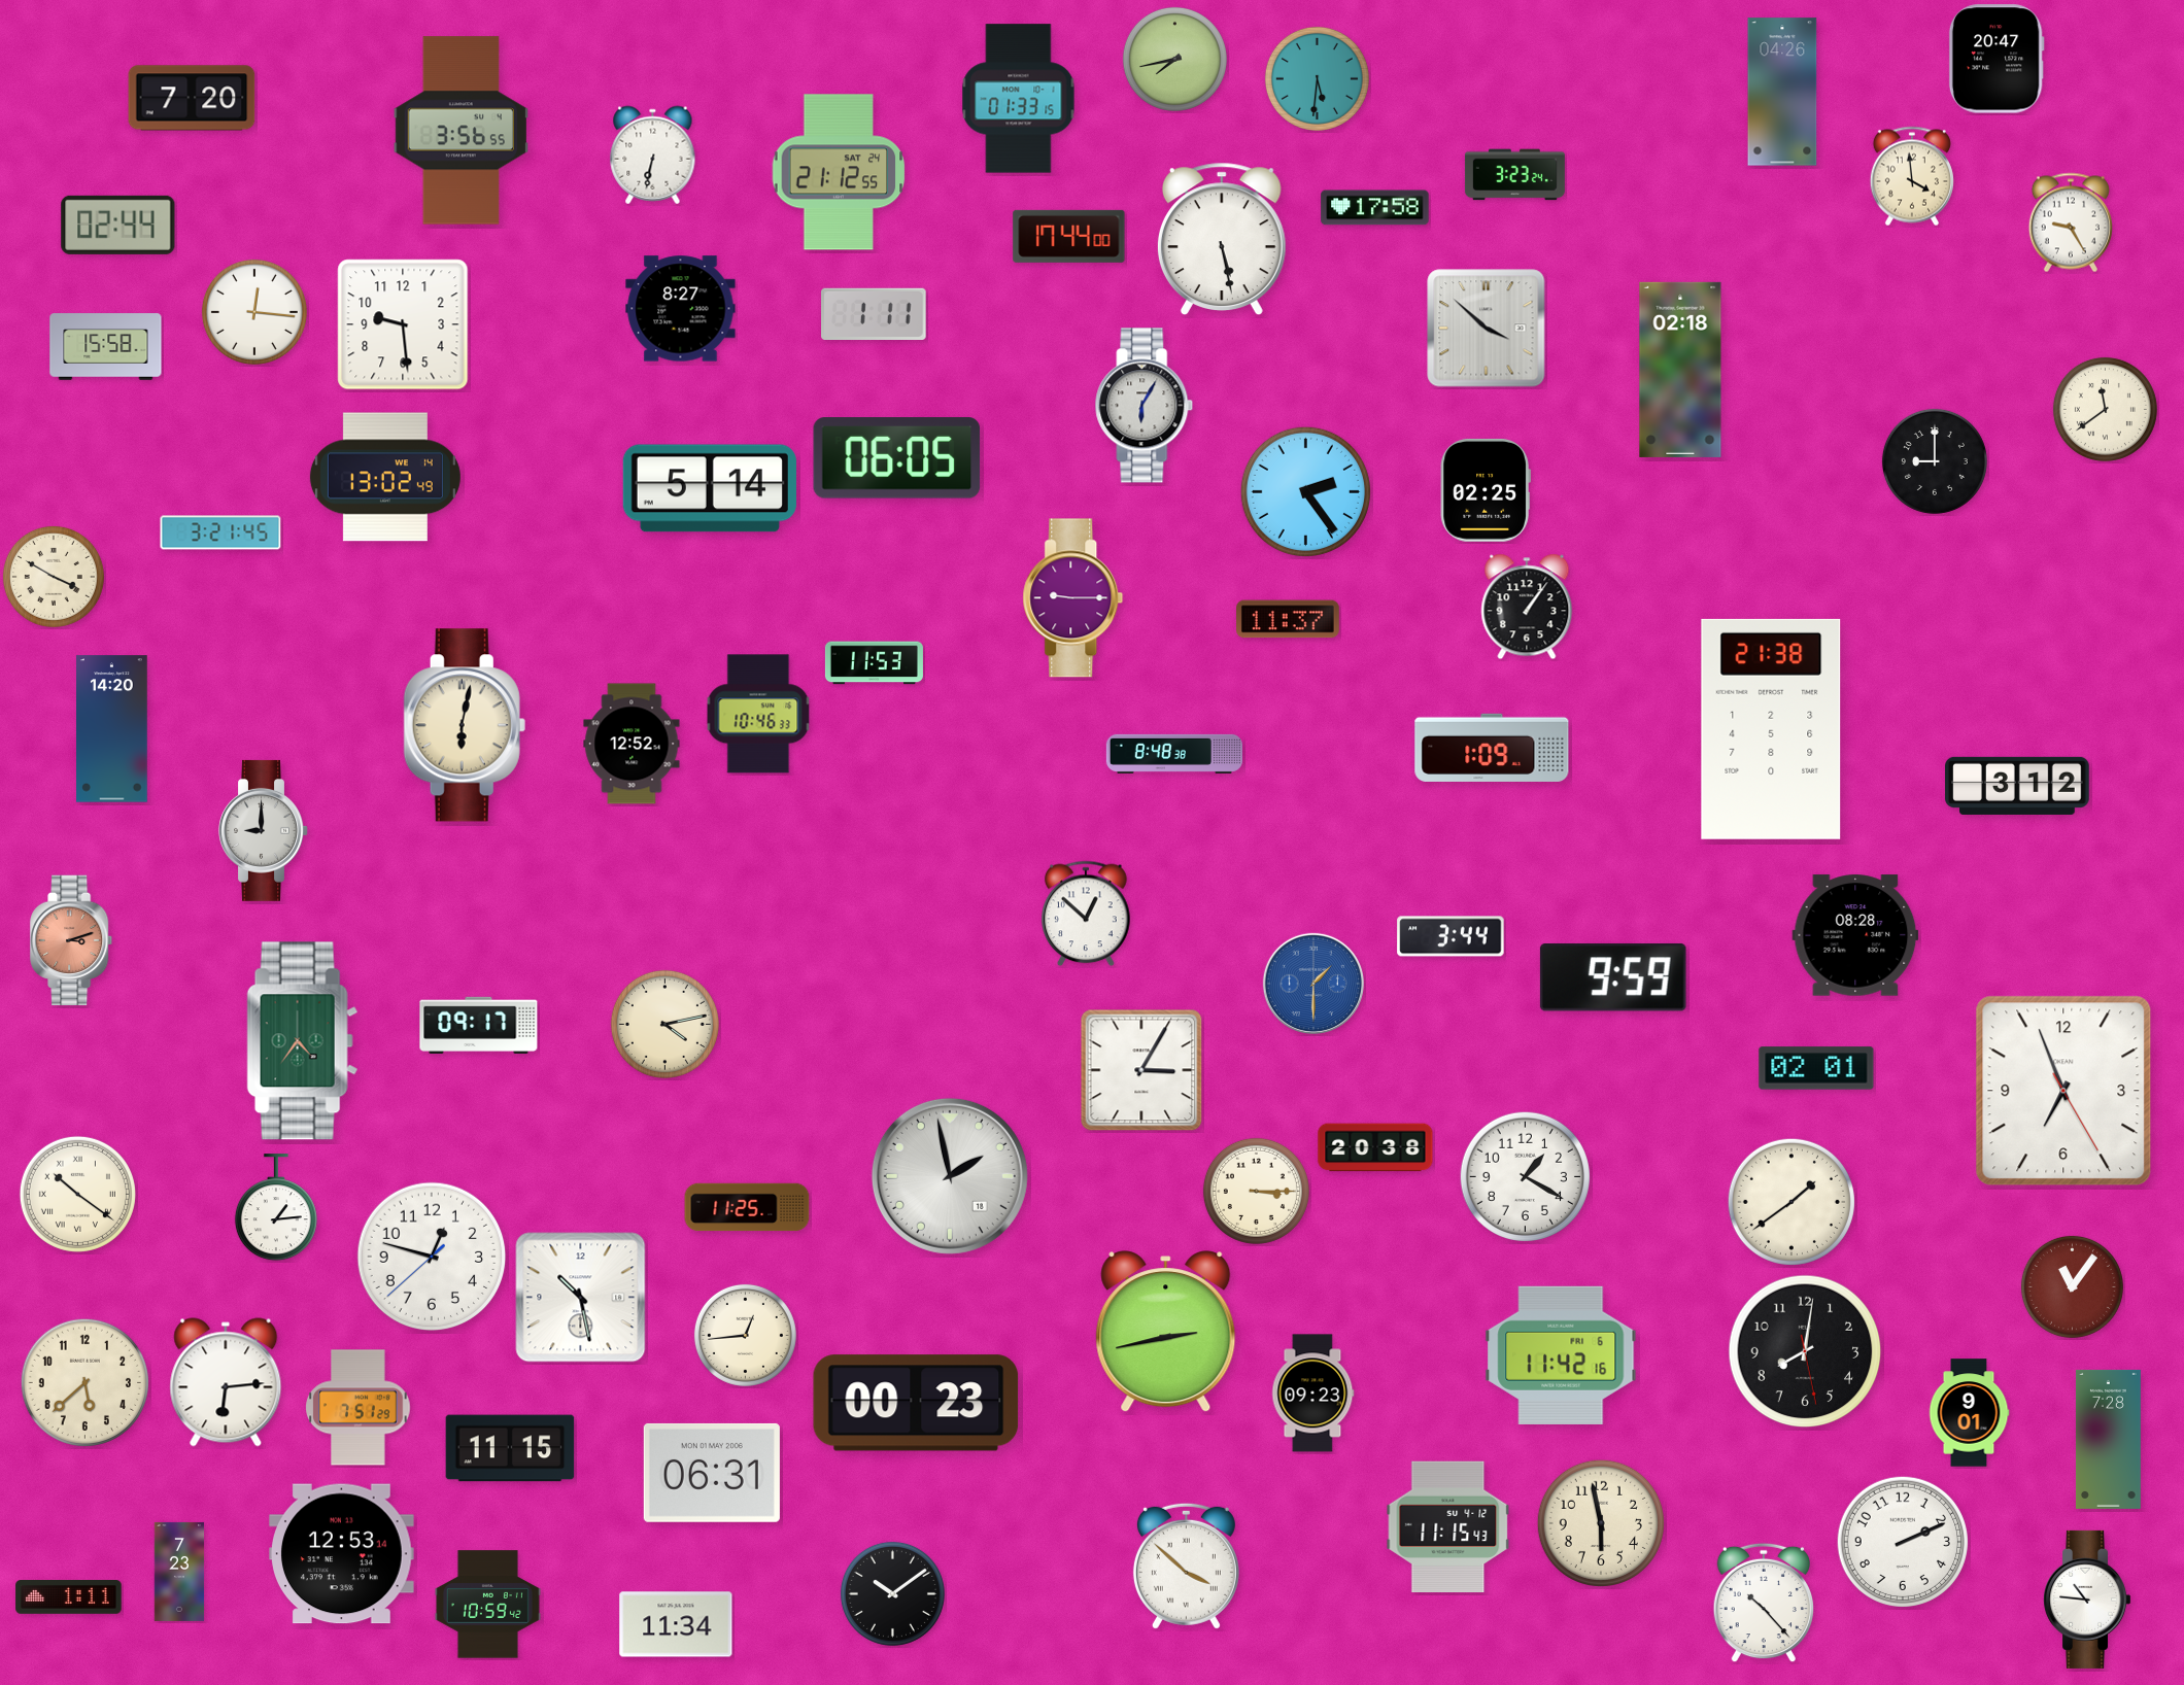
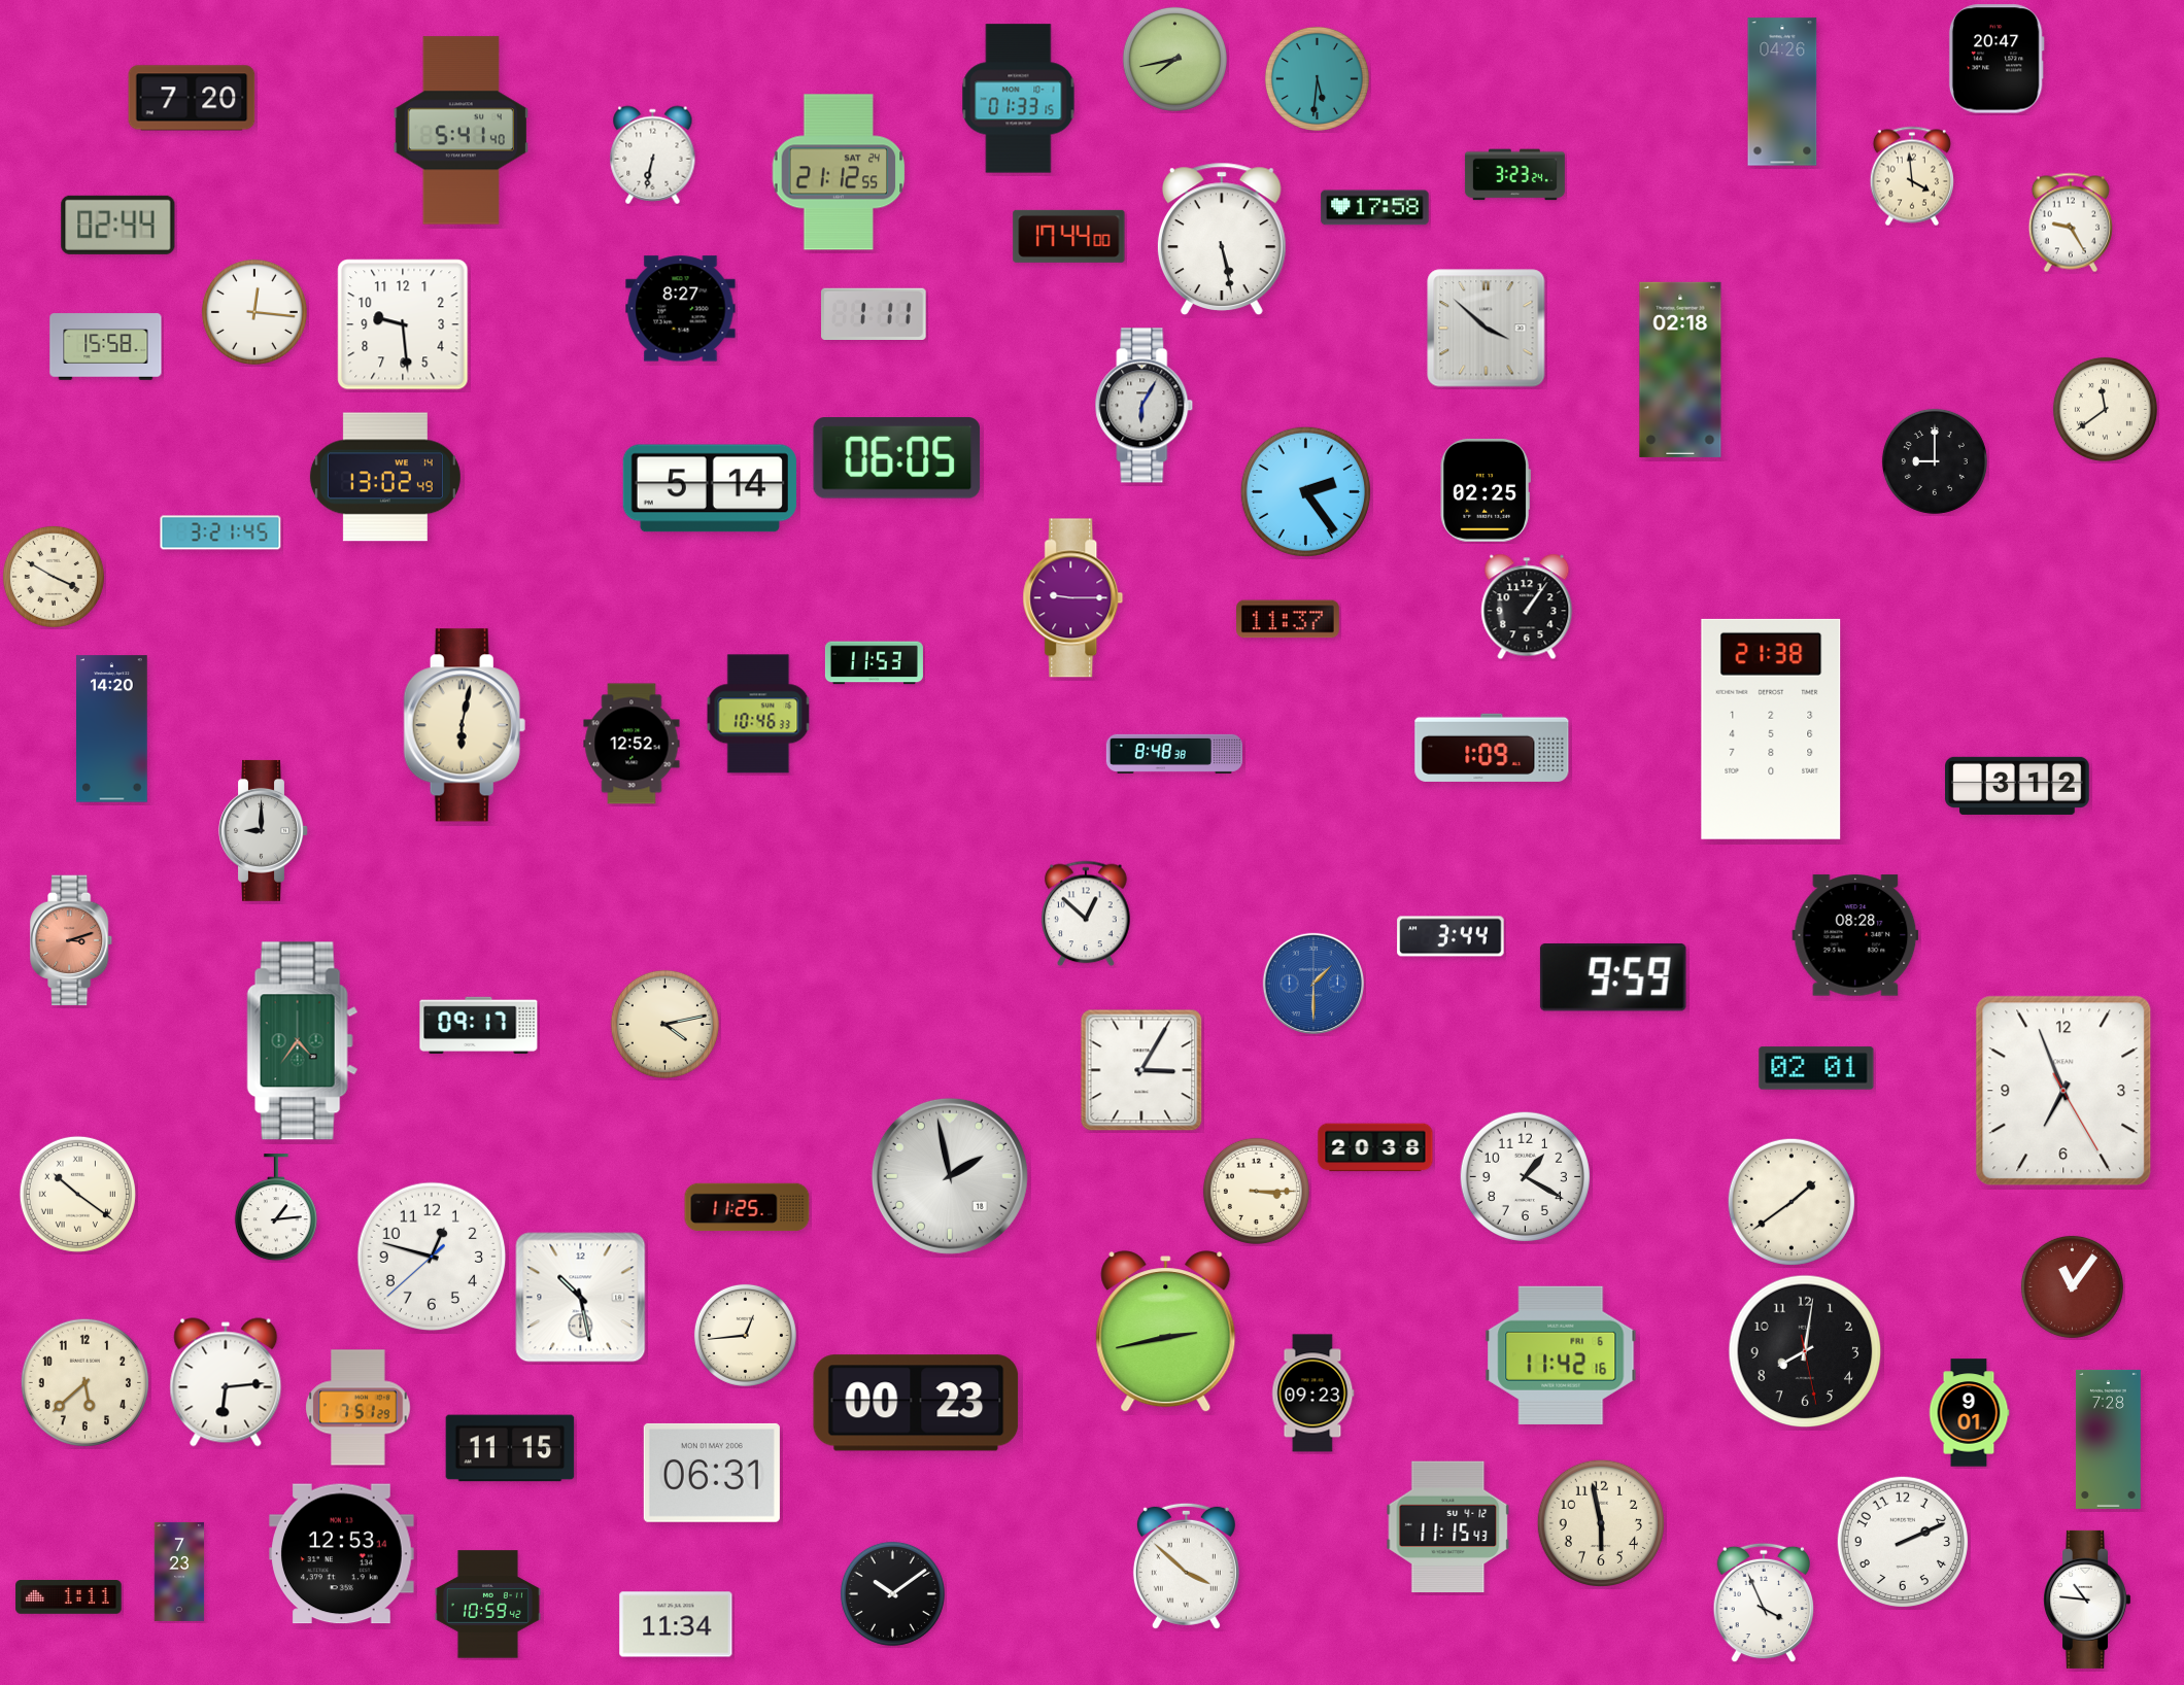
clock at (460, 131): 3:56 -> 5:41
clock at (1763, 1603): 10:23 -> 3:56
